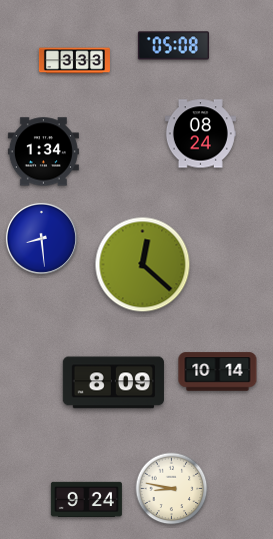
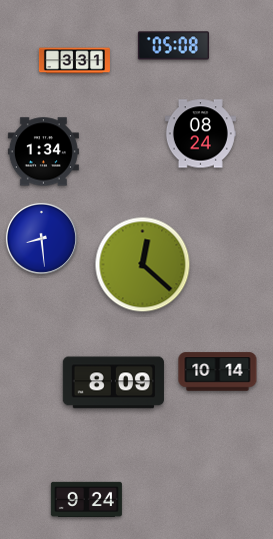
clock at (74, 61): 3:33 -> 3:31
clock at (172, 489): 8:47 -> none
